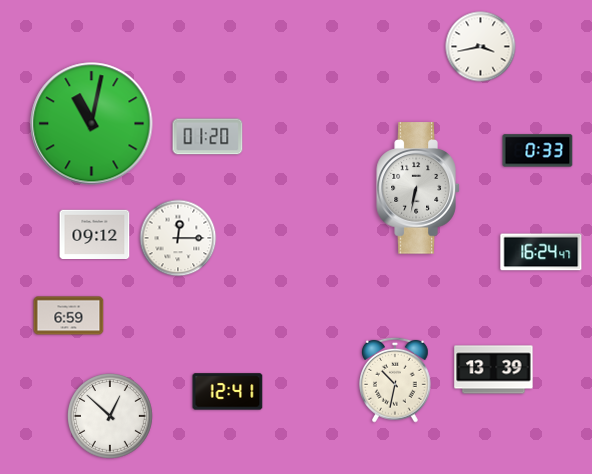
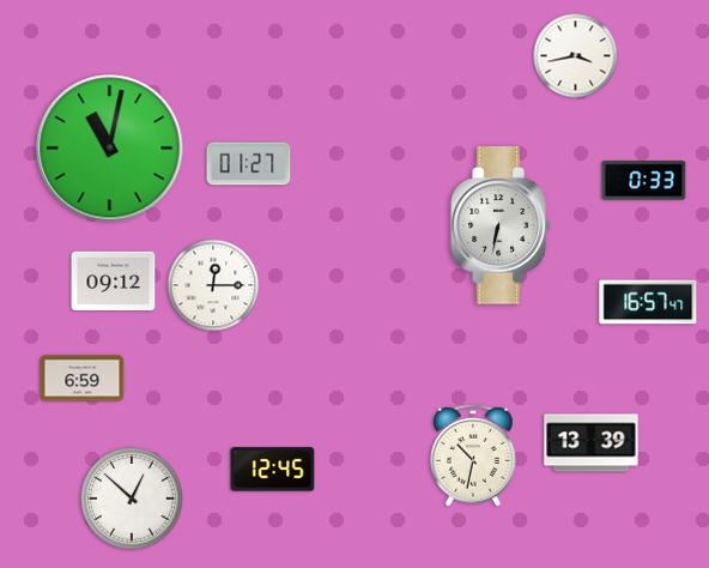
clock at (208, 137): 01:20 -> 01:27
clock at (541, 252): 16:24 -> 16:57
clock at (228, 392): 12:41 -> 12:45
